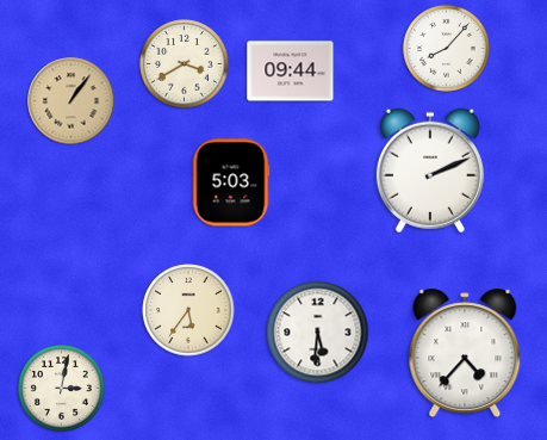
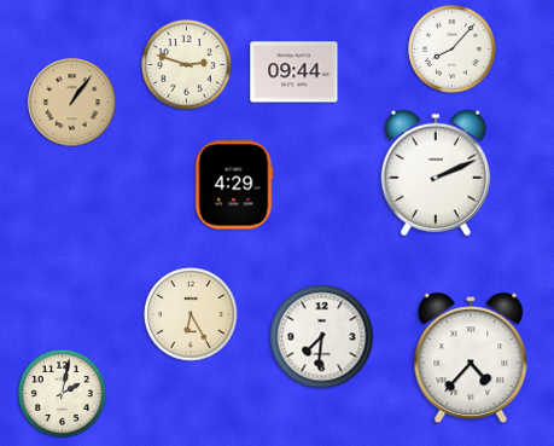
clock at (185, 64): 3:40 -> 2:48
clock at (231, 182): 5:03 -> 4:29
clock at (188, 310): 5:36 -> 6:25
clock at (318, 333): 5:31 -> 7:31
clock at (62, 389): 3:02 -> 2:02
